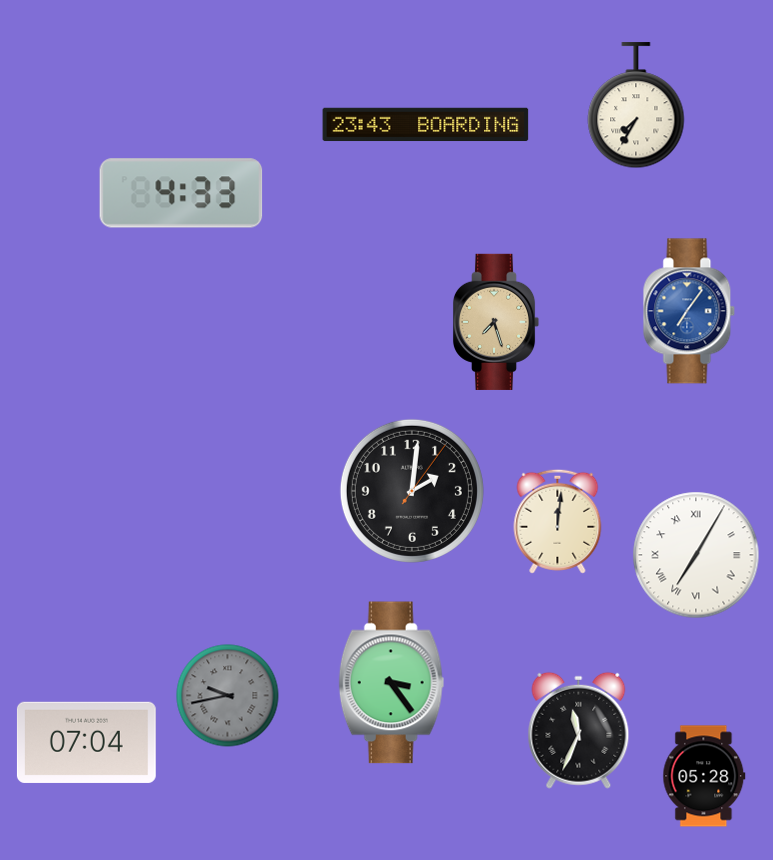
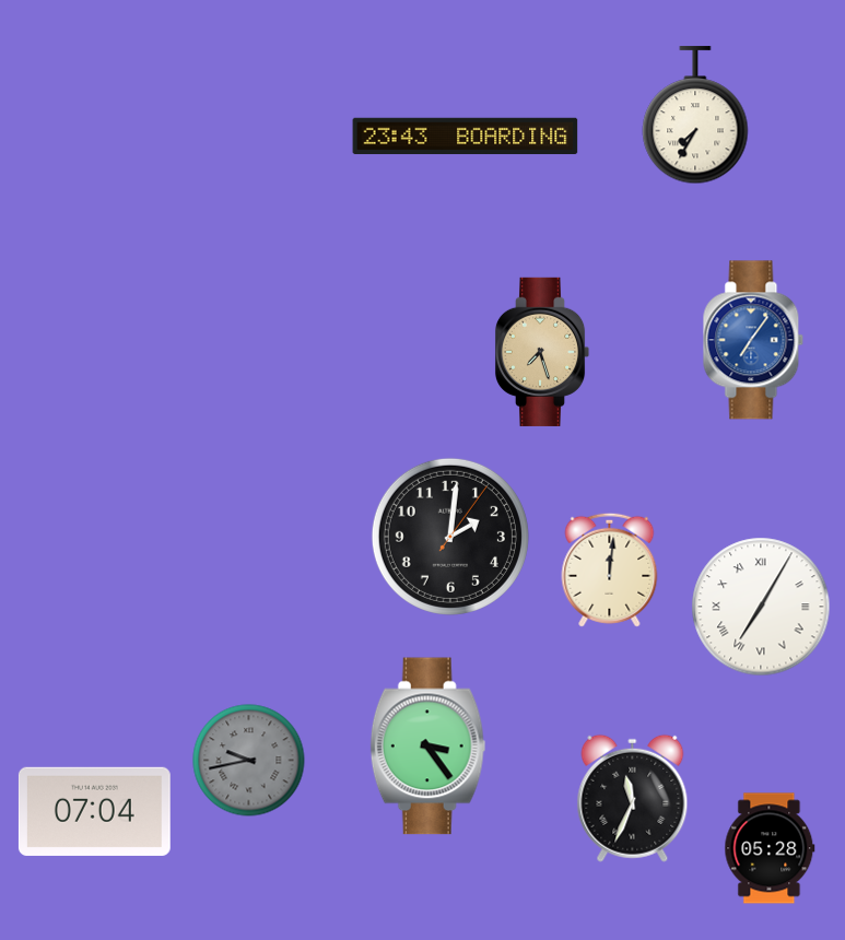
clock at (181, 193): 4:33 -> none
